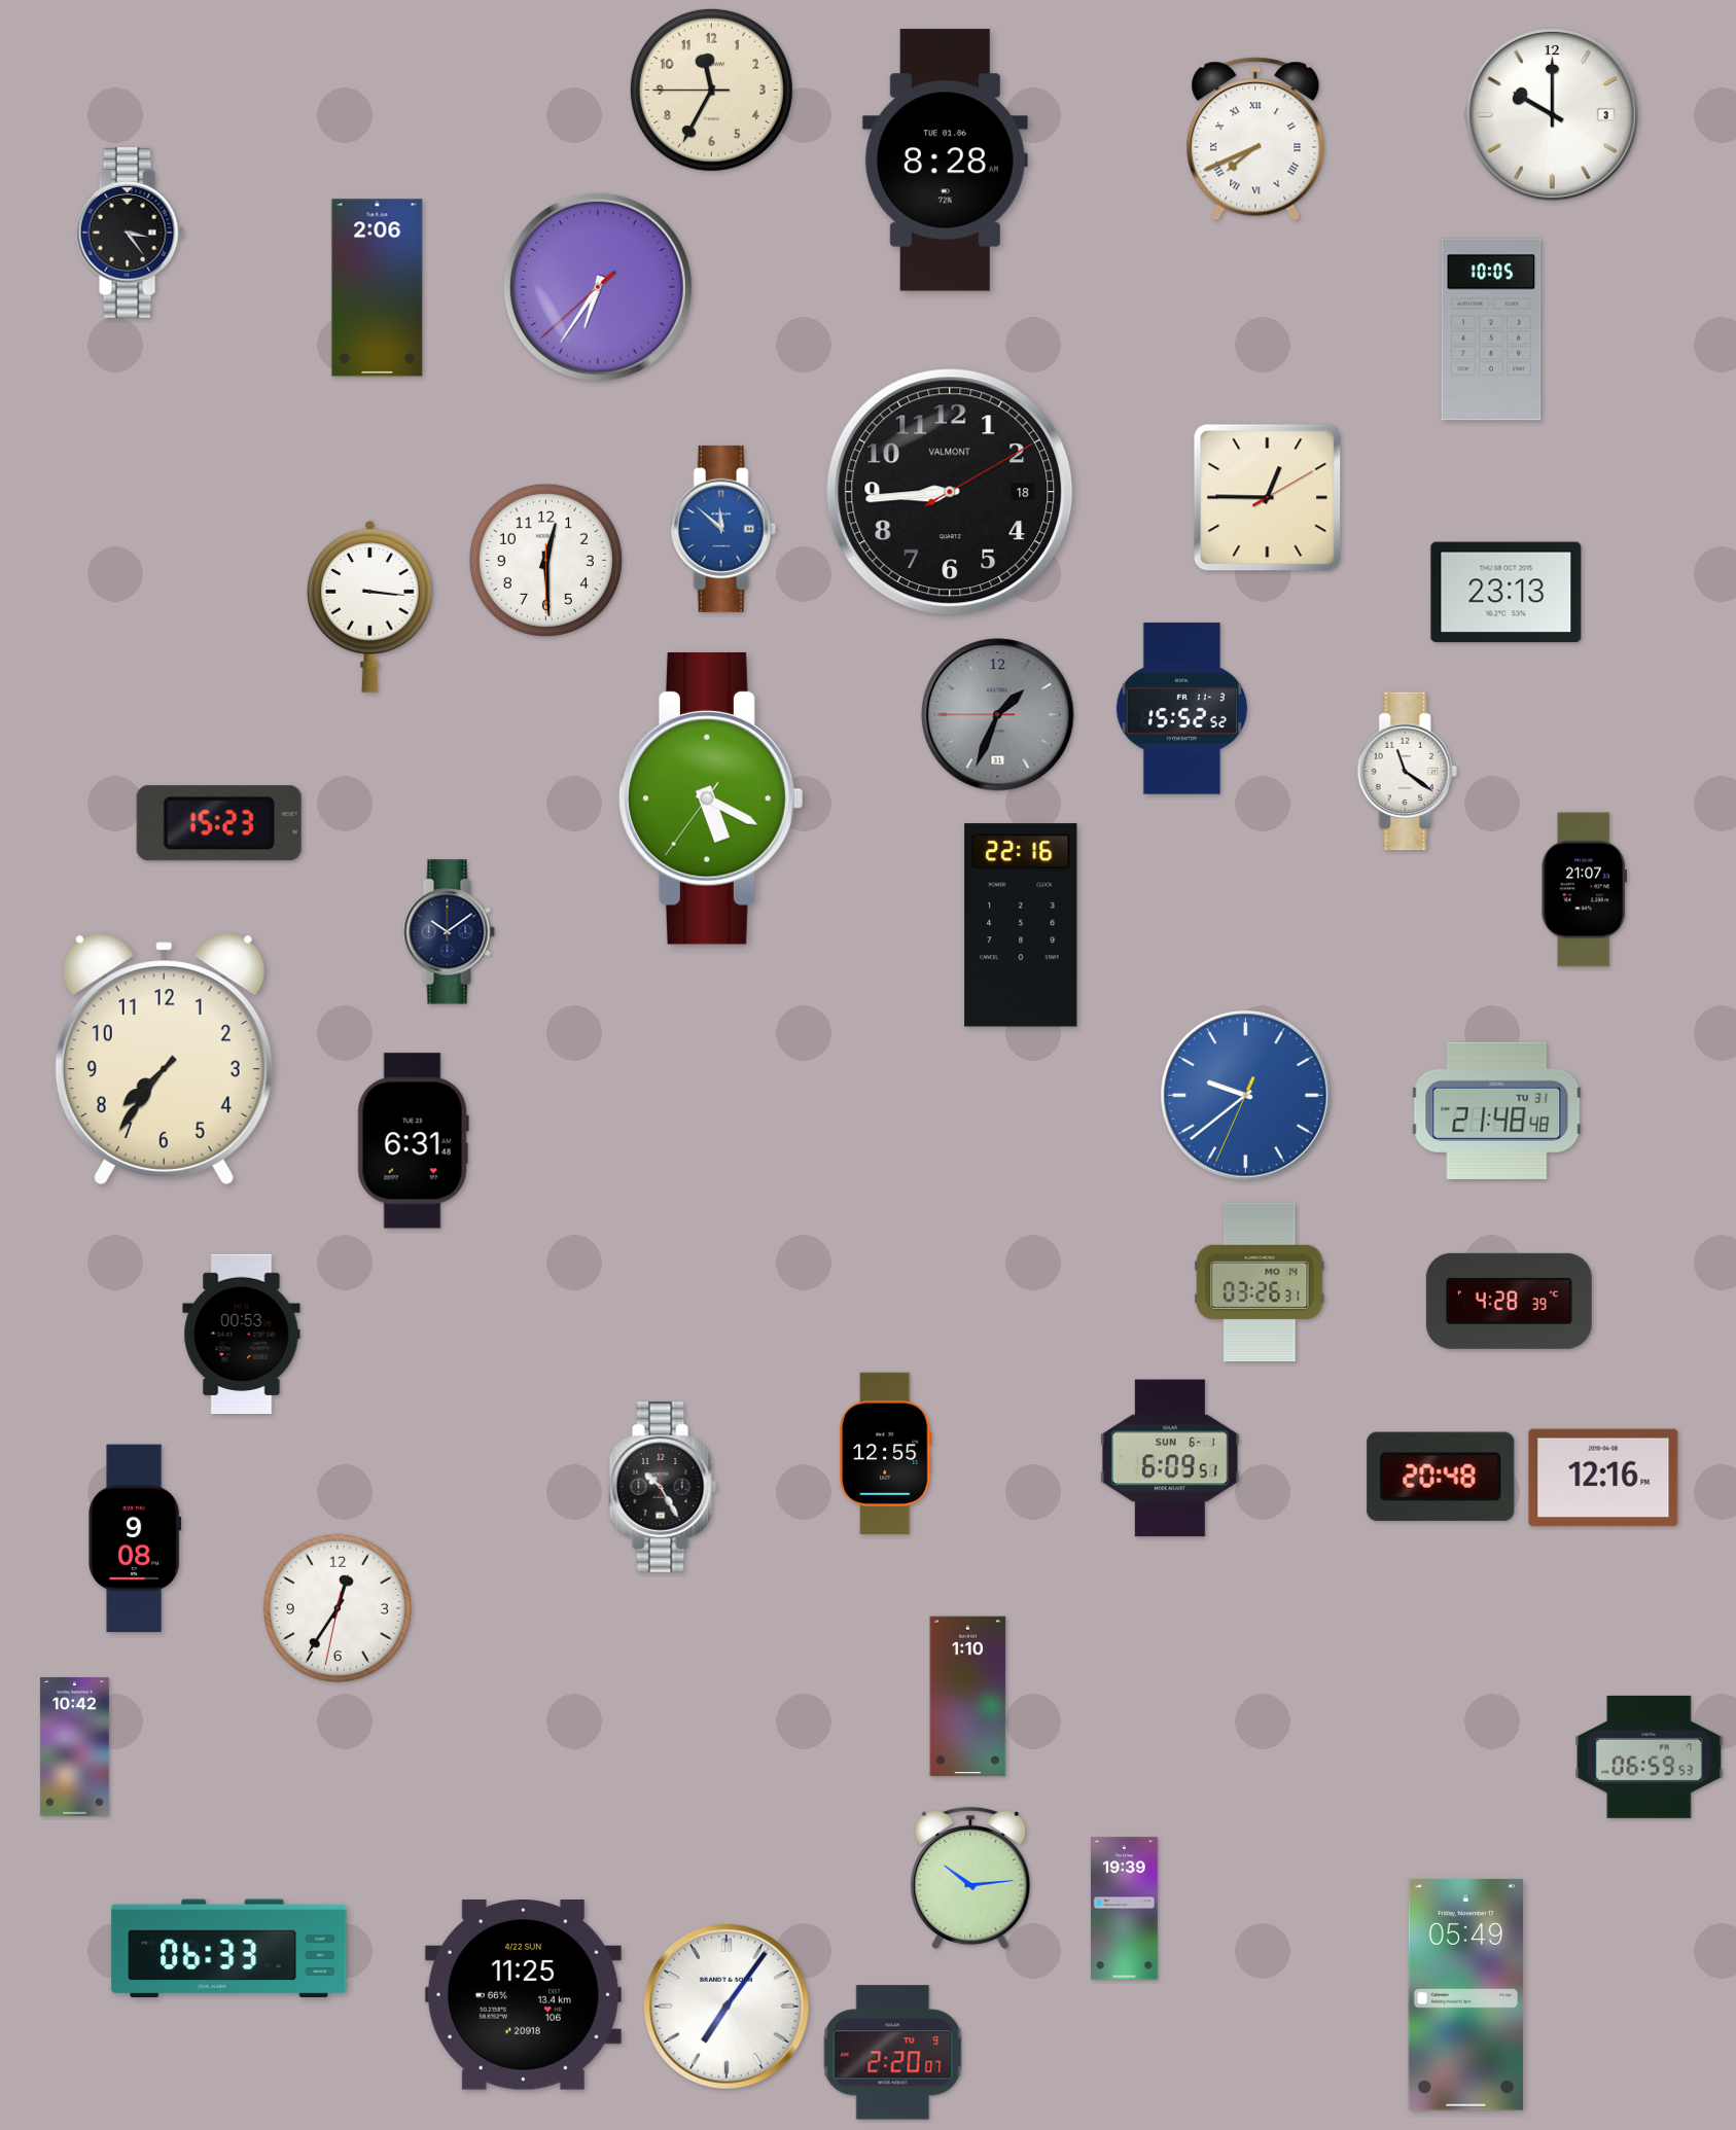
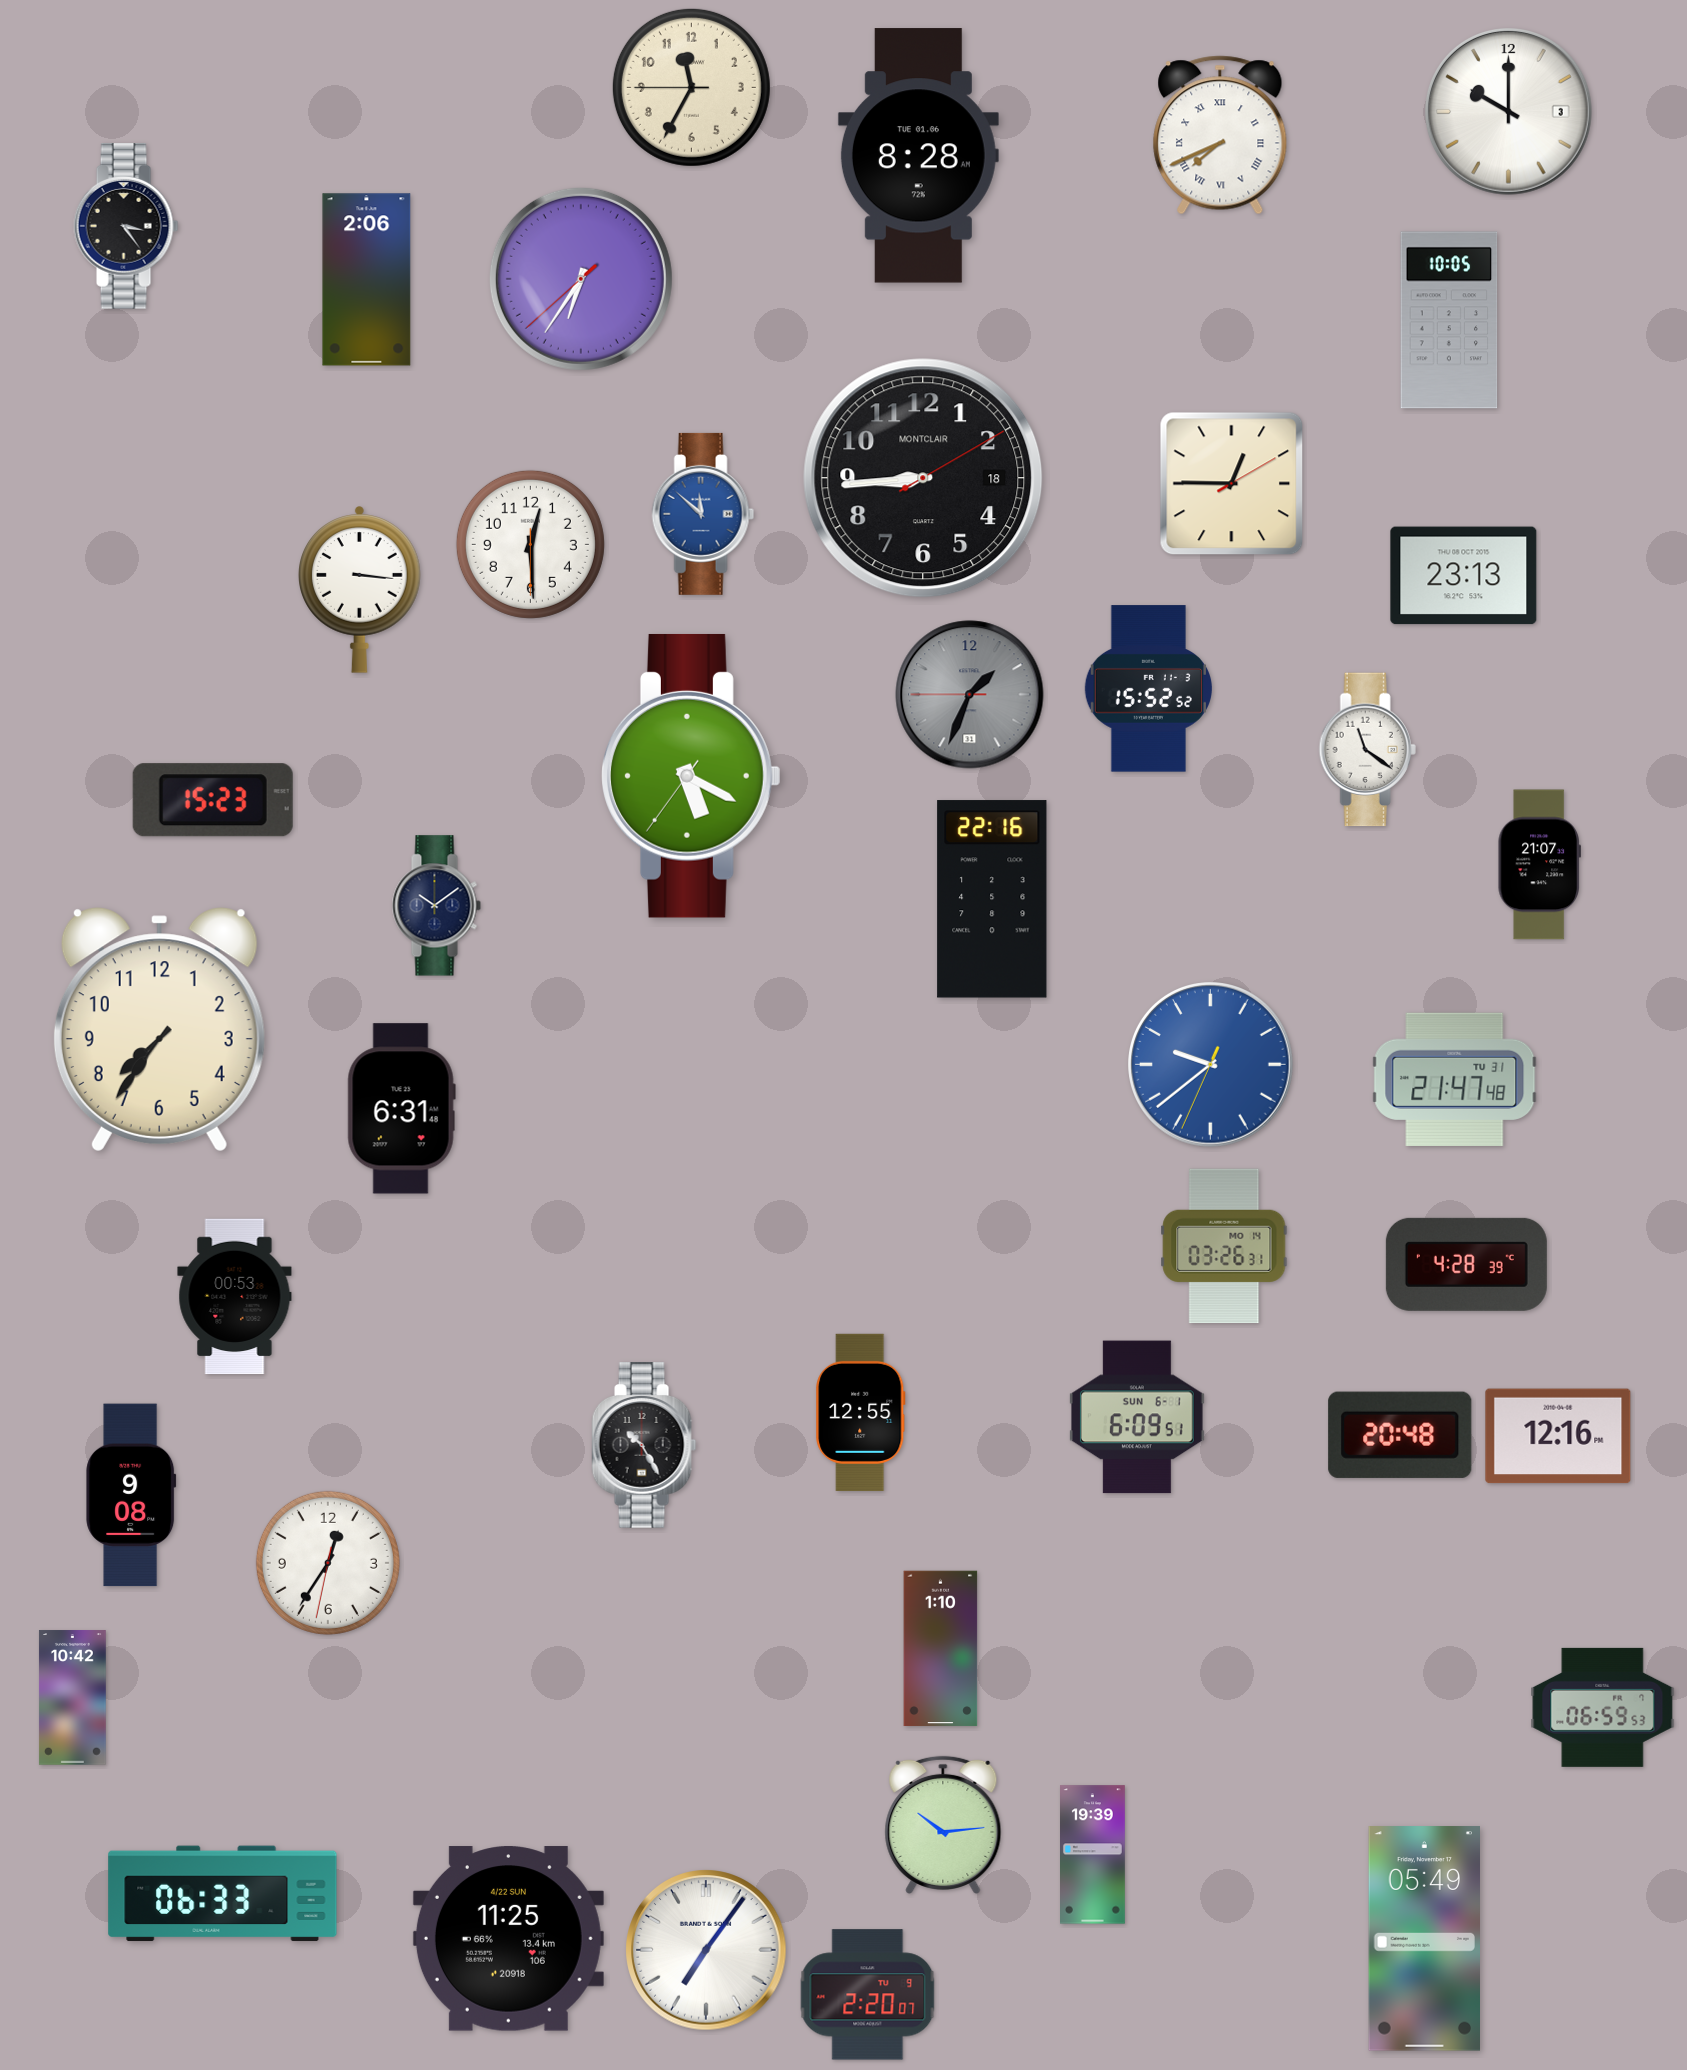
clock at (950, 492) brand: VALMONT -> MONTCLAIR
clock at (1497, 1110): 21:48 -> 21:47
